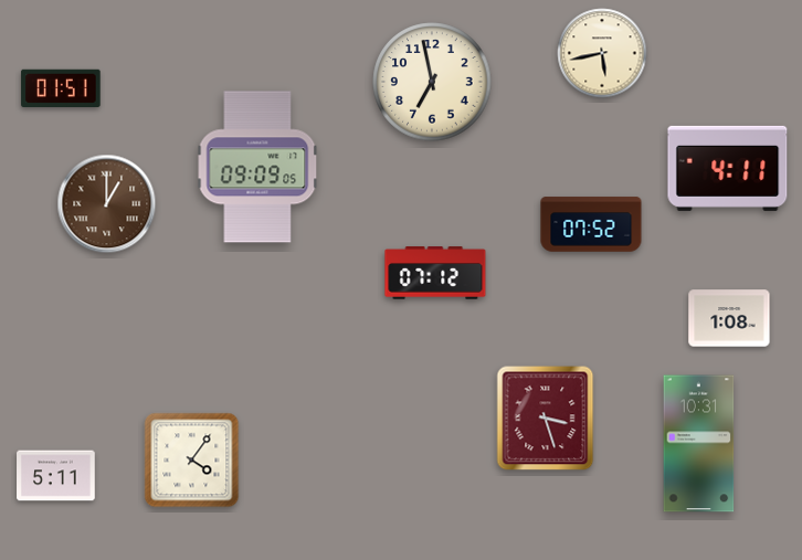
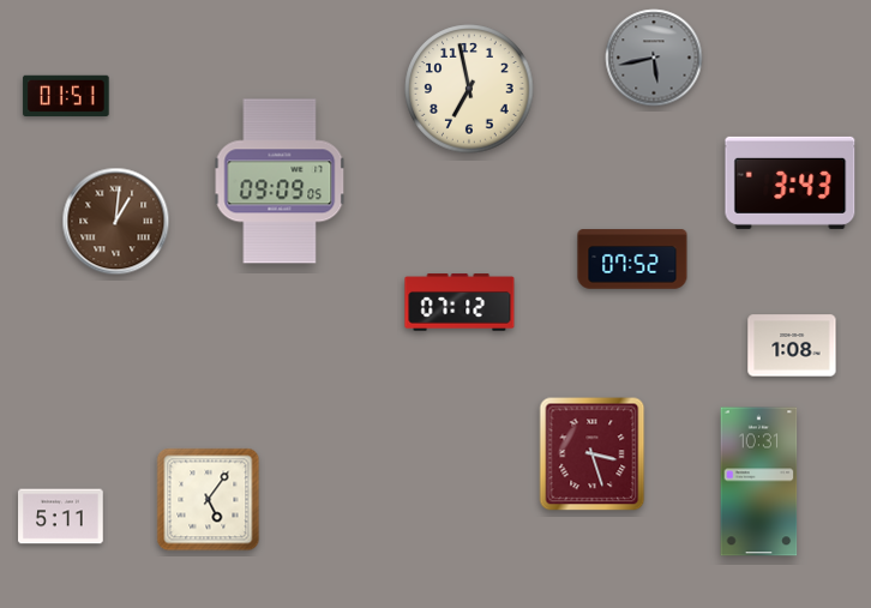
clock at (602, 53) dial: cream -> grey
clock at (728, 168): 4:11 -> 3:43
clock at (107, 204): 1:00 -> 1:01
clock at (591, 224) position: (591, 224) -> (632, 259)
clock at (435, 273) position: (435, 273) -> (459, 302)
clock at (192, 461): 4:06 -> 5:06
